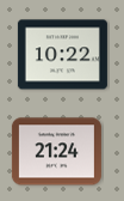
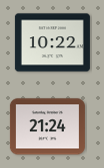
clock at (62, 55) position: (62, 55) -> (52, 43)
